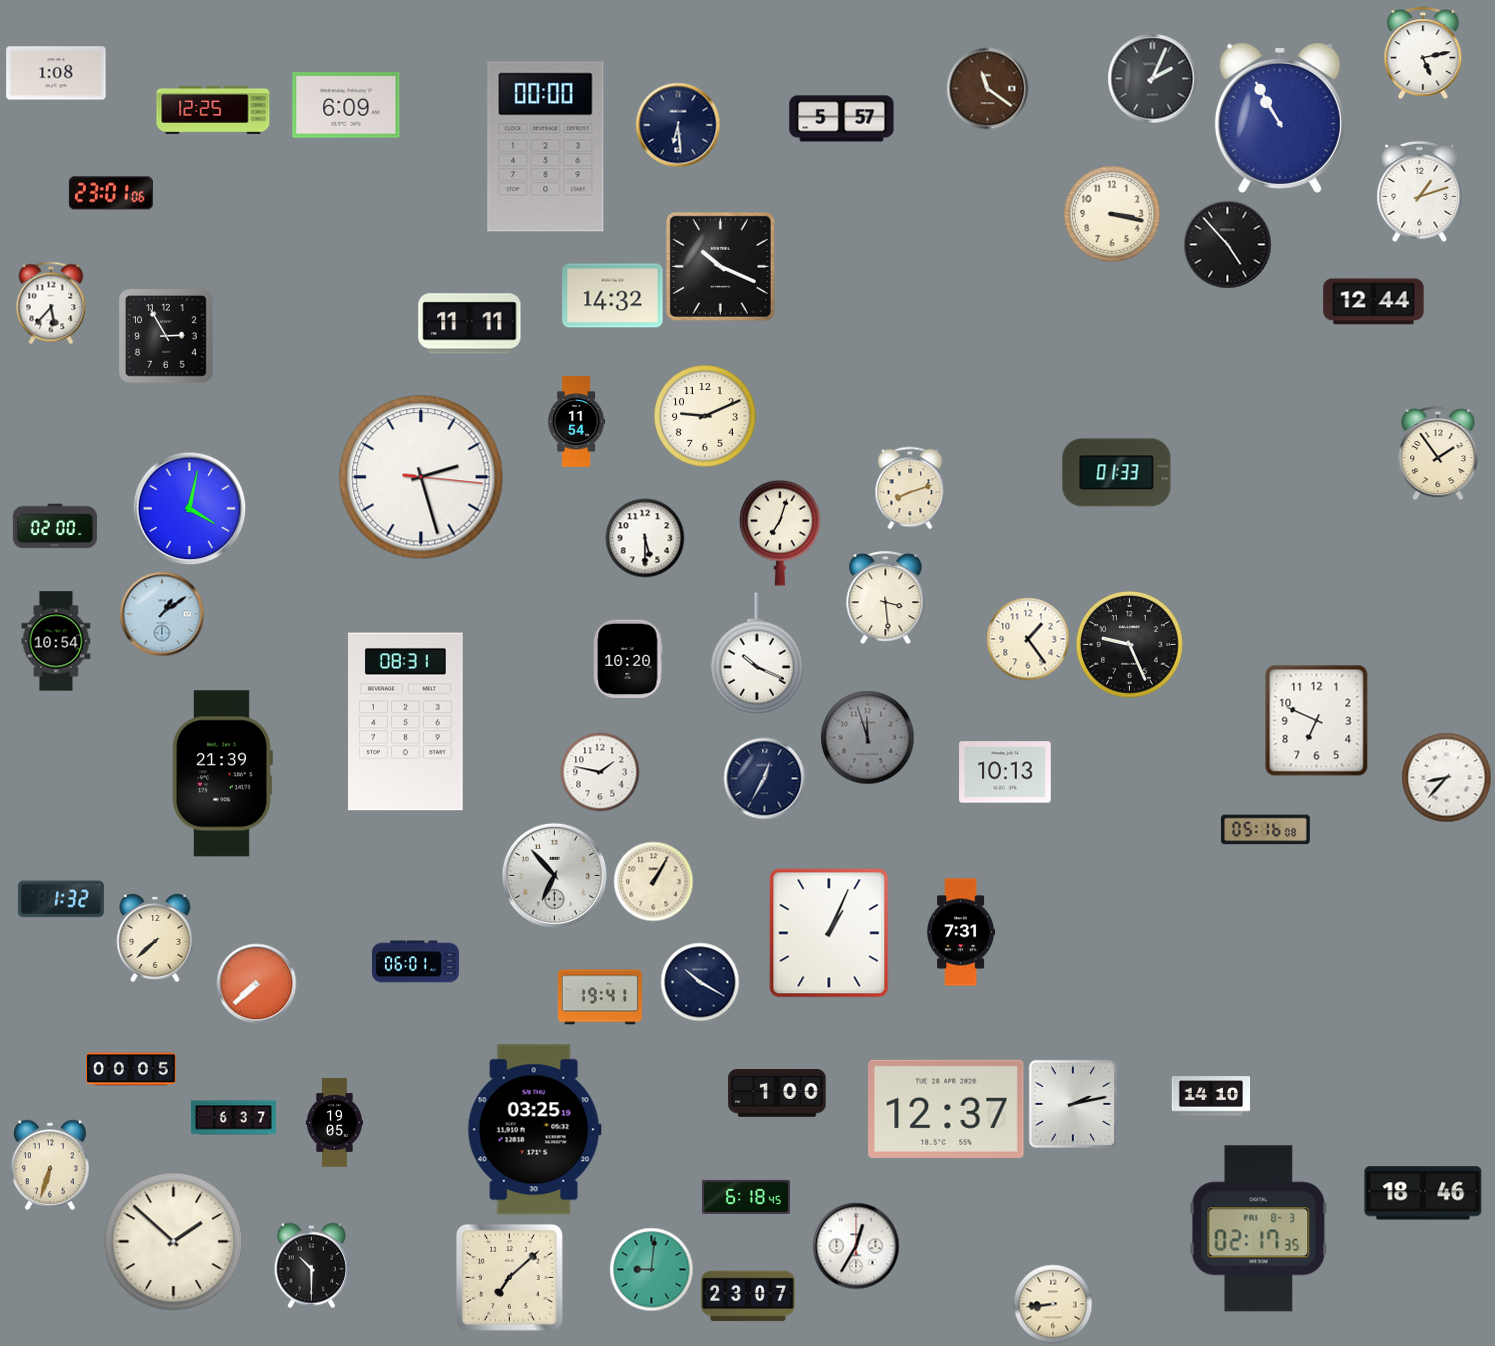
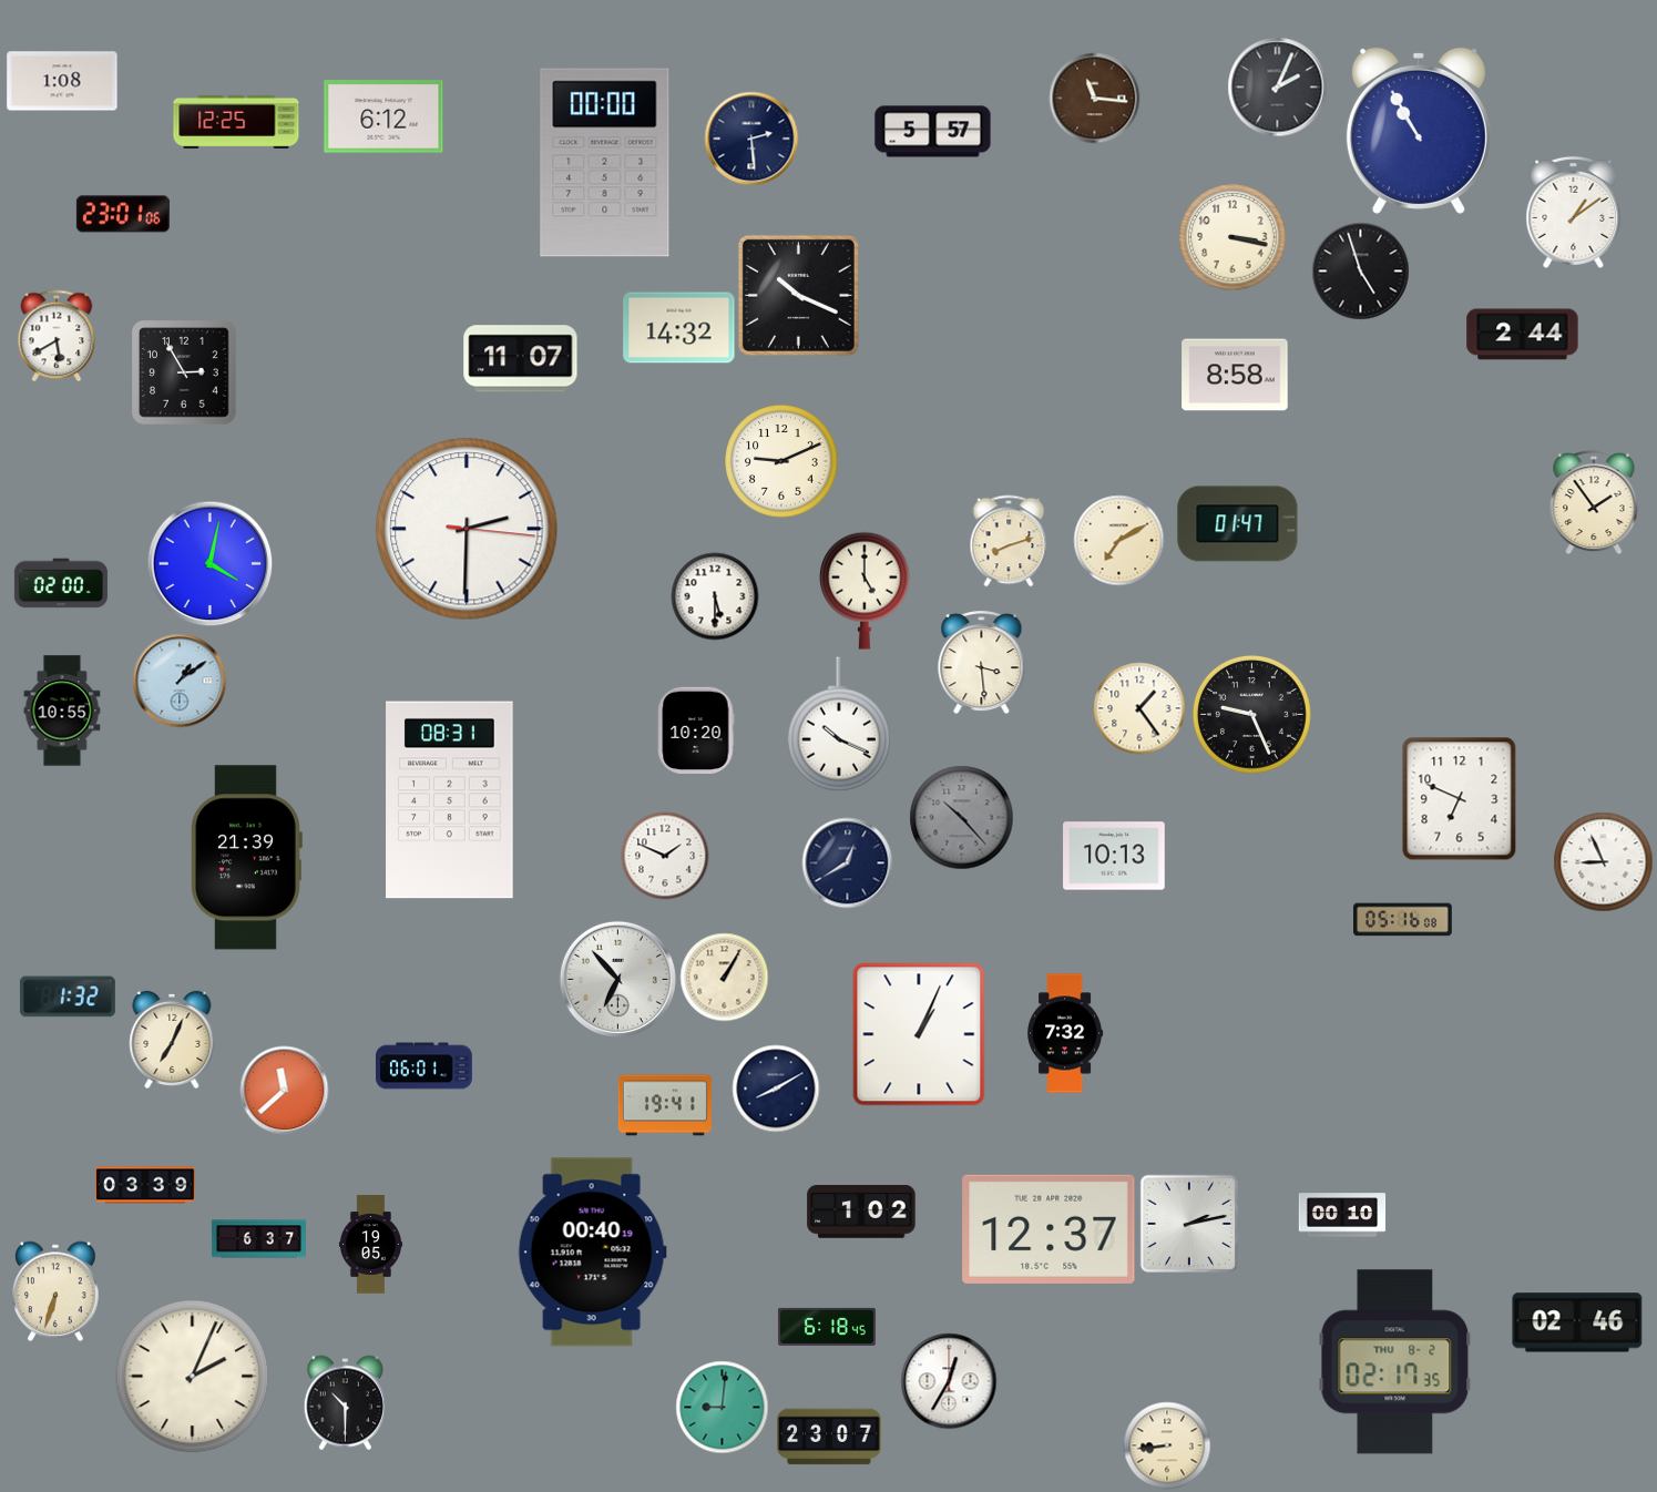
clock at (1423, 53): 5:13 -> none
clock at (987, 88): 11:21 -> 11:16
clock at (346, 105): 6:09 -> 6:12
clock at (678, 125): 6:29 -> 2:29
clock at (1420, 191): 1:12 -> 1:09
clock at (1227, 244): 4:53 -> 4:57
clock at (1374, 302): 12:44 -> 2:44
clock at (51, 303): 5:37 -> 5:40
clock at (470, 324): 11:11 -> 11:07
clock at (1235, 375): none -> 8:58
clock at (577, 422): 11:54 -> none
clock at (1117, 473): 01:33 -> 01:47
clock at (421, 477): 2:27 -> 2:30
clock at (1118, 540): none -> 7:10
clock at (780, 533): 7:03 -> 5:00
clock at (56, 641): 10:54 -> 10:55
clock at (867, 737): 11:57 -> 10:23
clock at (600, 772): 1:47 -> 1:49
clock at (1446, 777): 8:37 -> 8:56
clock at (764, 778): 12:35 -> 12:40
clock at (554, 875) position: (554, 875) -> (617, 979)
clock at (961, 932): 7:31 -> 7:32
clock at (155, 938): 7:38 -> 7:04
clock at (415, 962) position: (415, 962) -> (423, 1066)
clock at (700, 982): 10:20 -> 8:10
clock at (256, 983): 7:38 -> 11:38
clock at (132, 1069): 00:05 -> 03:39
clock at (777, 1094): 1:00 -> 1:02
clock at (1211, 1096): 14:10 -> 00:10
clock at (534, 1130): 03:25 -> 00:40
clock at (1423, 1193): 18:46 -> 02:46
clock at (1259, 1229) date: FRI 8-3 -> THU 8-2
clock at (174, 1242): 1:52 -> 2:04
clock at (509, 1277): 7:08 -> none
